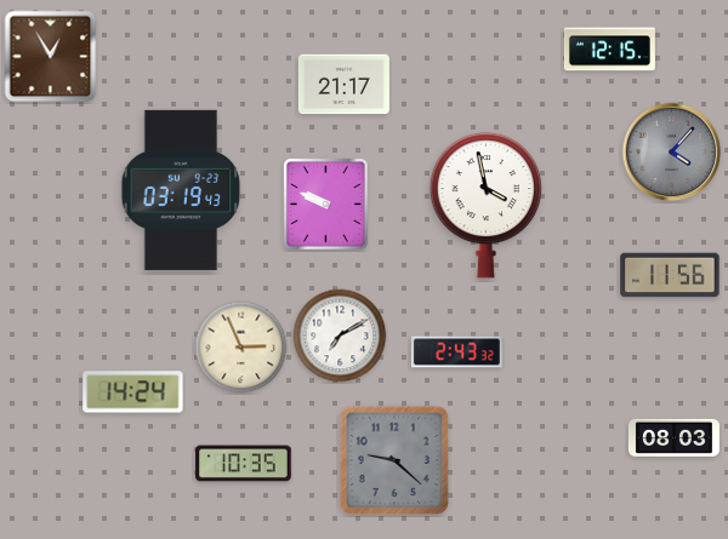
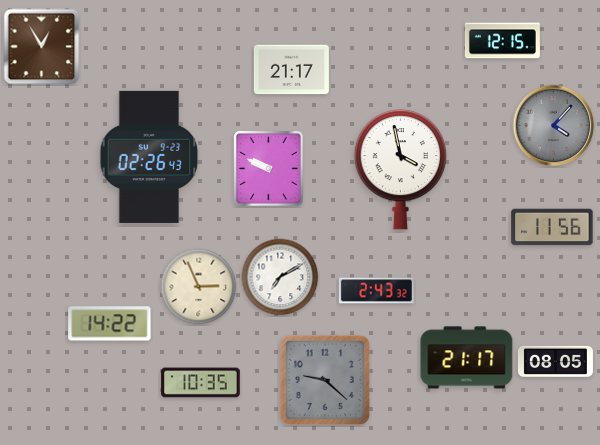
clock at (343, 85) position: (343, 85) -> (291, 70)
clock at (181, 190): 03:19 -> 02:26
clock at (133, 392): 14:24 -> 14:22
clock at (467, 358): none -> 21:17
clock at (673, 437): 08:03 -> 08:05
